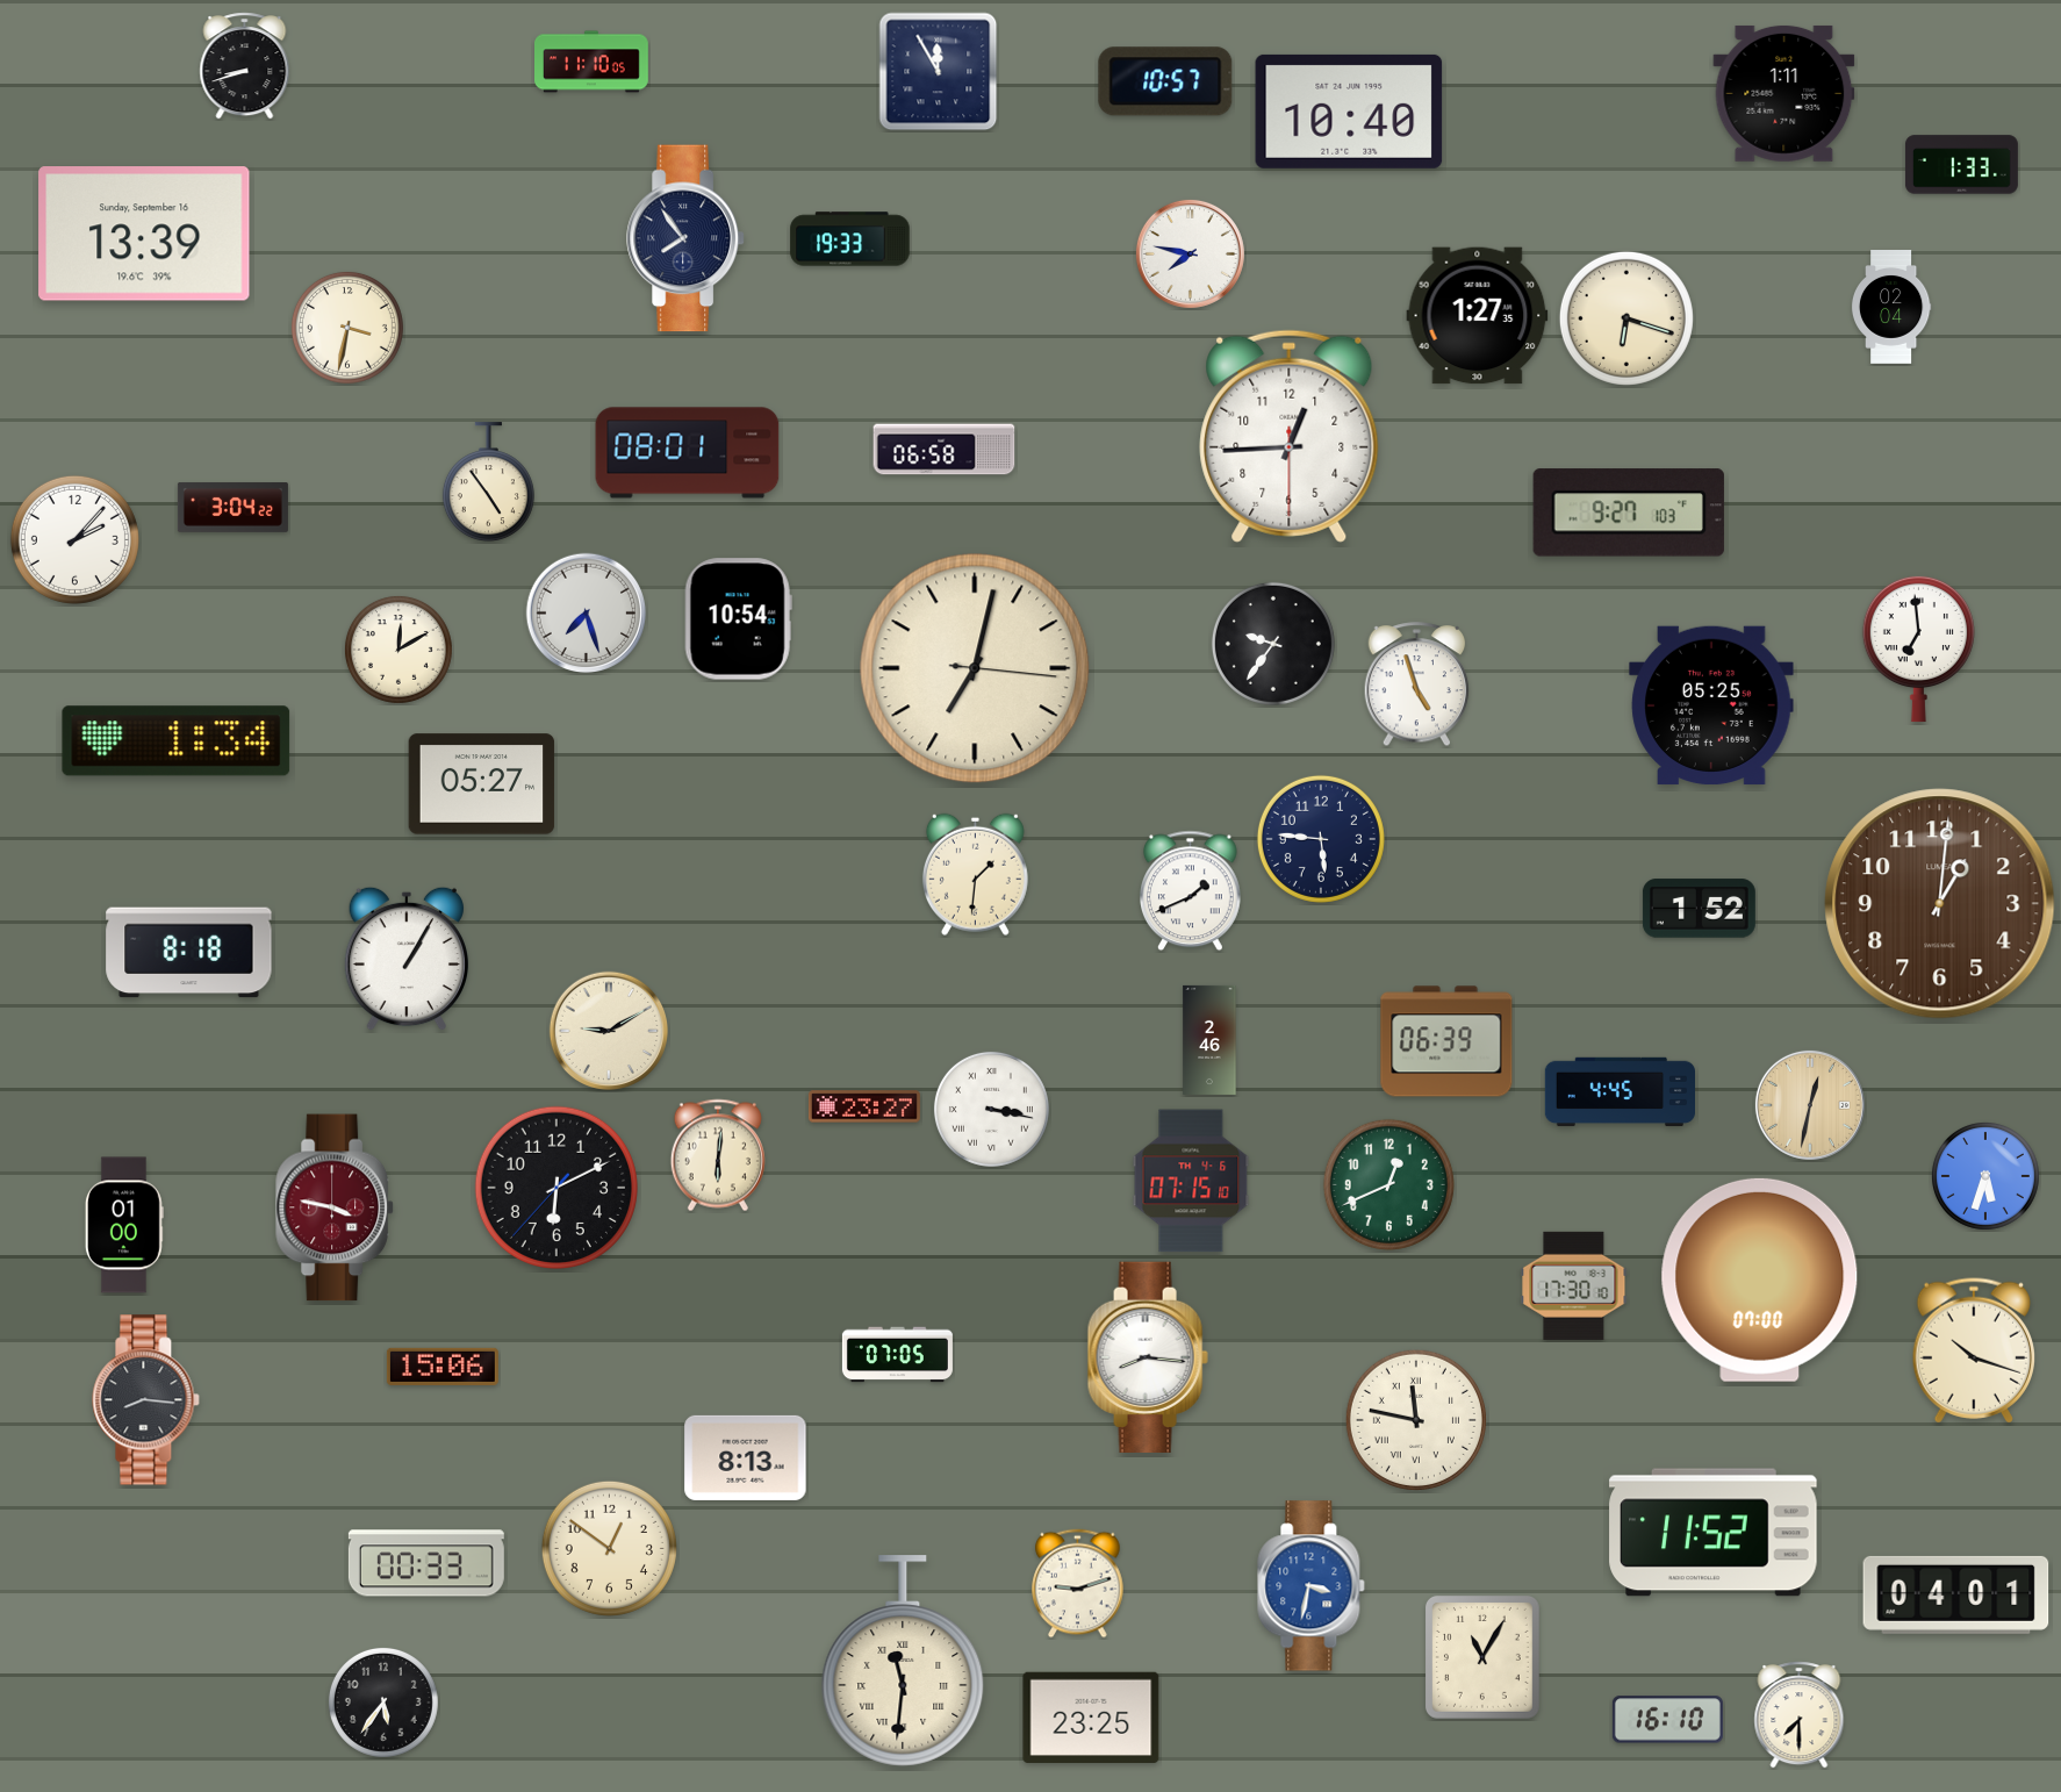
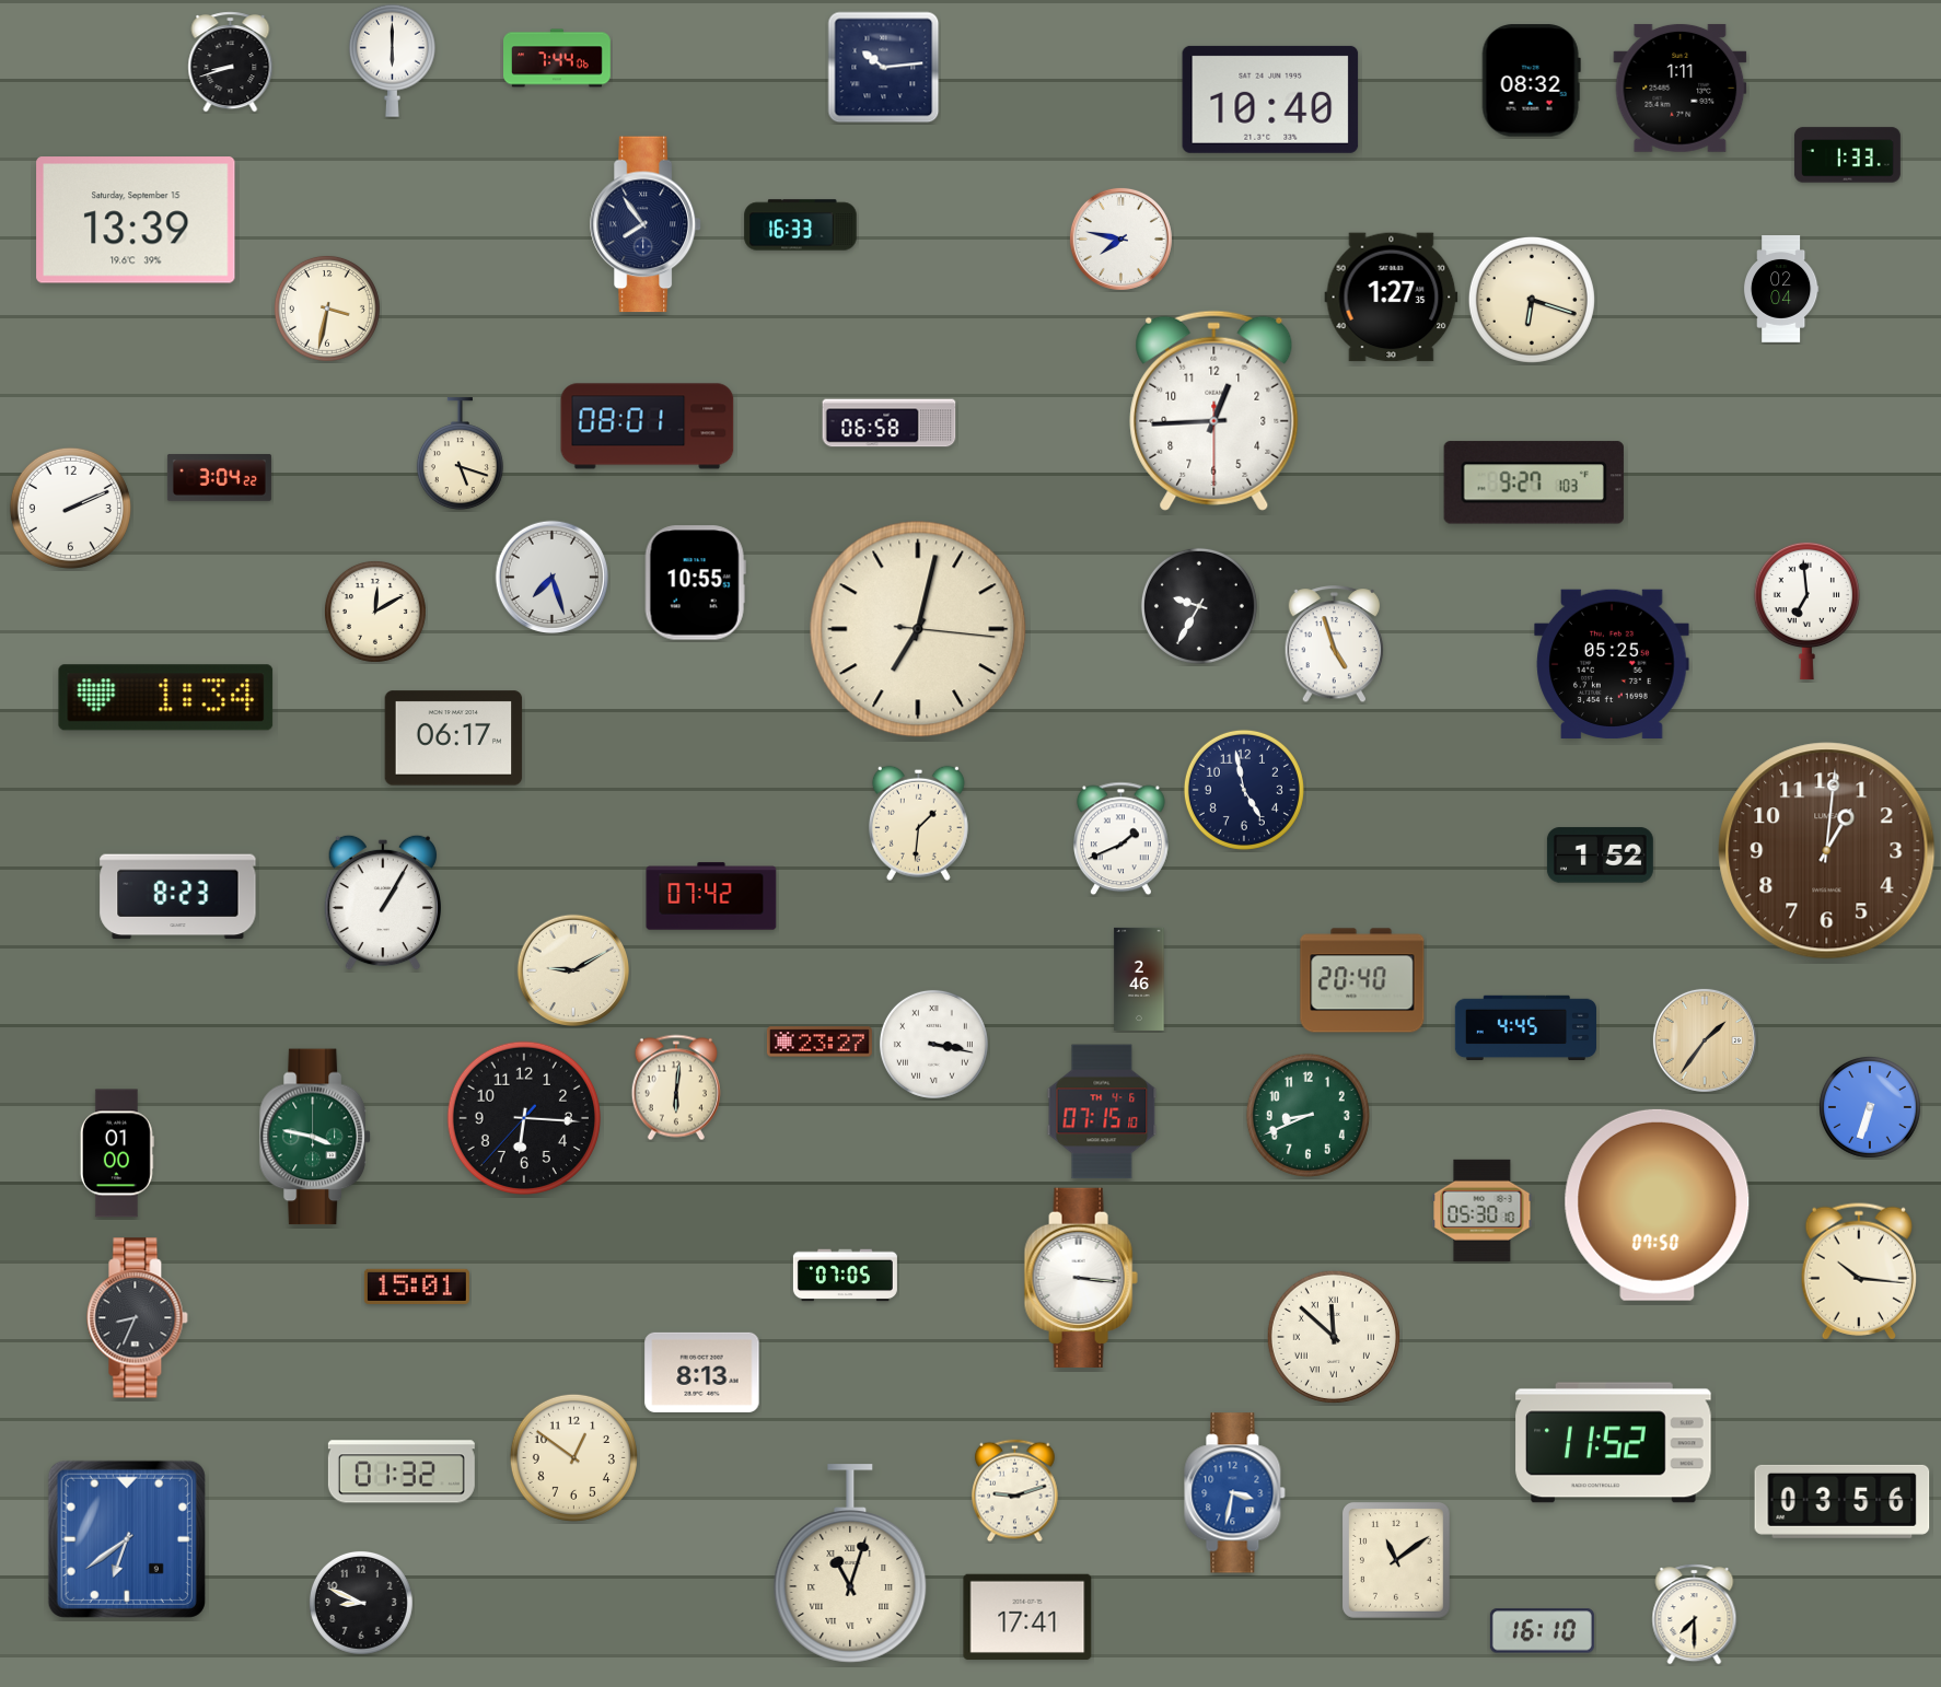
clock at (593, 62): 11:10 -> 7:44
clock at (392, 60): none -> 6:00
clock at (939, 72): 11:55 -> 10:14
clock at (1165, 81): 10:57 -> none
clock at (1531, 81): none -> 08:32
clock at (1349, 112) position: (1349, 112) -> (1270, 100)
clock at (144, 234) date: Sunday, September 16 -> Saturday, September 15
clock at (850, 239): 19:33 -> 16:33
clock at (488, 482): 4:54 -> 5:18
clock at (74, 539): 2:07 -> 2:11
clock at (738, 619): 10:54 -> 10:55
clock at (1273, 644): 9:36 -> 9:35
clock at (482, 784): 05:27 -> 06:17
clock at (1321, 839): 5:46 -> 4:58
clock at (711, 896): none -> 07:42
clock at (189, 953): 8:18 -> 8:23
clock at (1446, 1041): 06:39 -> 20:40
clock at (1810, 1105): 12:32 -> 1:36
clock at (864, 1106) position: (864, 1106) -> (820, 1042)
clock at (1985, 1176): 5:33 -> 6:33
clock at (1191, 1181) position: (1191, 1181) -> (1102, 1112)
clock at (1388, 1184): 12:41 -> 8:41
clock at (555, 1187): 6:10 -> 6:15
clock at (335, 1207) dial: burgundy -> green
clock at (1760, 1280): 07:00 -> 07:50
clock at (1574, 1285): 17:30 -> 05:30
clock at (1973, 1350): 10:18 -> 10:16
clock at (1148, 1356): 8:16 -> 3:16
clock at (443, 1367): 15:06 -> 15:01
clock at (146, 1400): 8:16 -> 8:34
clock at (1416, 1420): 11:47 -> 11:52
clock at (426, 1563): 00:33 -> 01:32
clock at (1956, 1594): 04:01 -> 03:56
clock at (127, 1539): none -> 6:39
clock at (1482, 1657): 11:05 -> 11:09
clock at (903, 1661): 11:31 -> 11:03
clock at (383, 1703): 5:36 -> 8:49
clock at (1091, 1716): 23:25 -> 17:41
clock at (1667, 1720) position: (1667, 1720) -> (1542, 1631)
